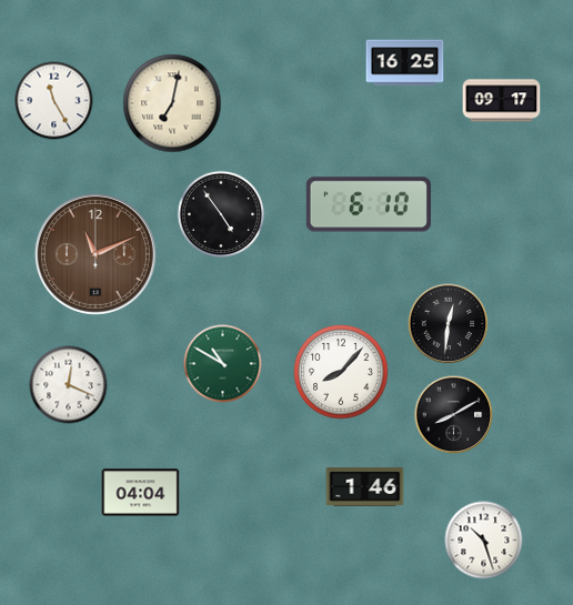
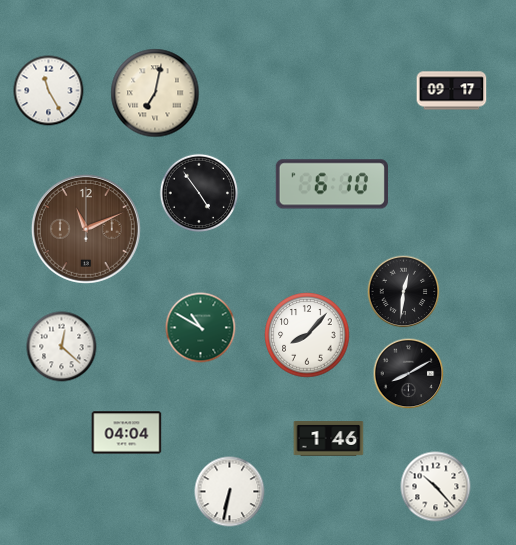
clock at (405, 63): 16:25 -> none
clock at (69, 385): 12:19 -> 12:22
clock at (141, 493) position: (141, 493) -> (127, 433)
clock at (484, 541): 10:27 -> 10:23
clock at (230, 492): none -> 6:32
